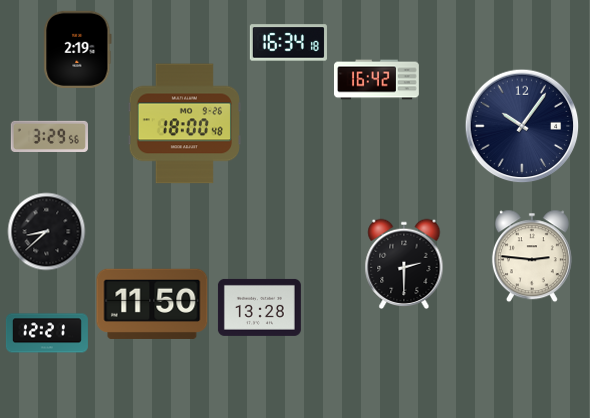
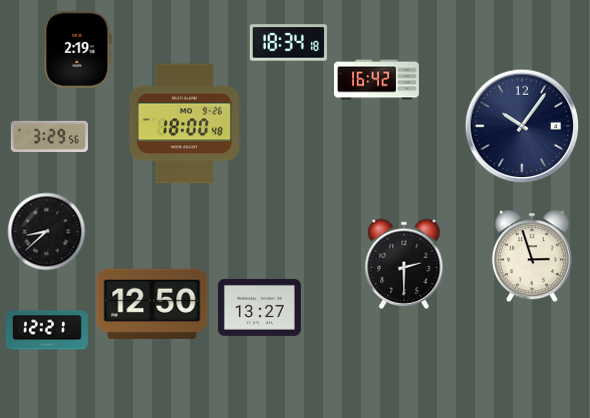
clock at (288, 43): 16:34 -> 18:34
clock at (532, 256): 2:46 -> 2:57
clock at (152, 303): 11:50 -> 12:50
clock at (259, 307): 13:28 -> 13:27
clock at (47, 333) position: (47, 333) -> (47, 330)
